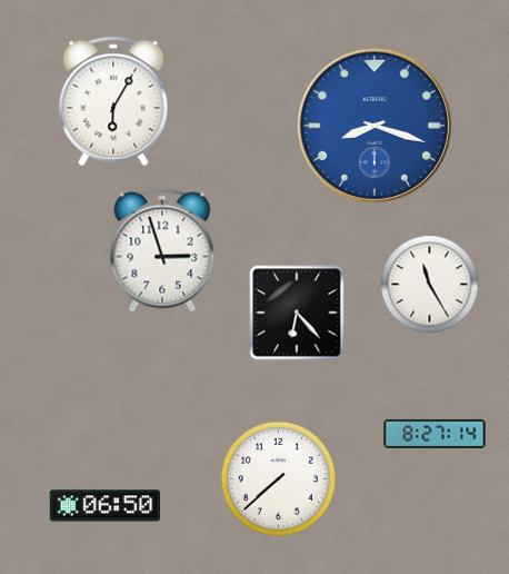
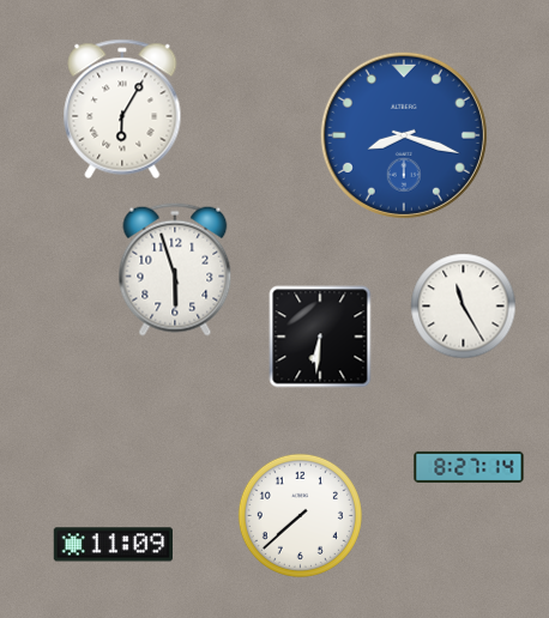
clock at (162, 250): 2:57 -> 5:57
clock at (297, 313): 6:23 -> 6:31
clock at (104, 506): 06:50 -> 11:09
